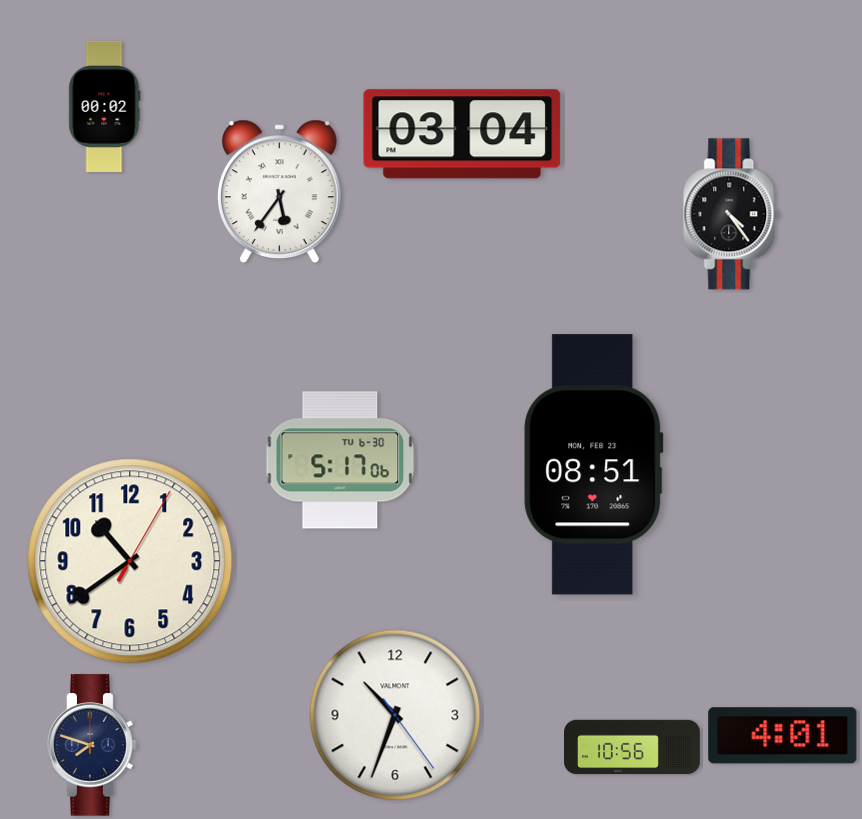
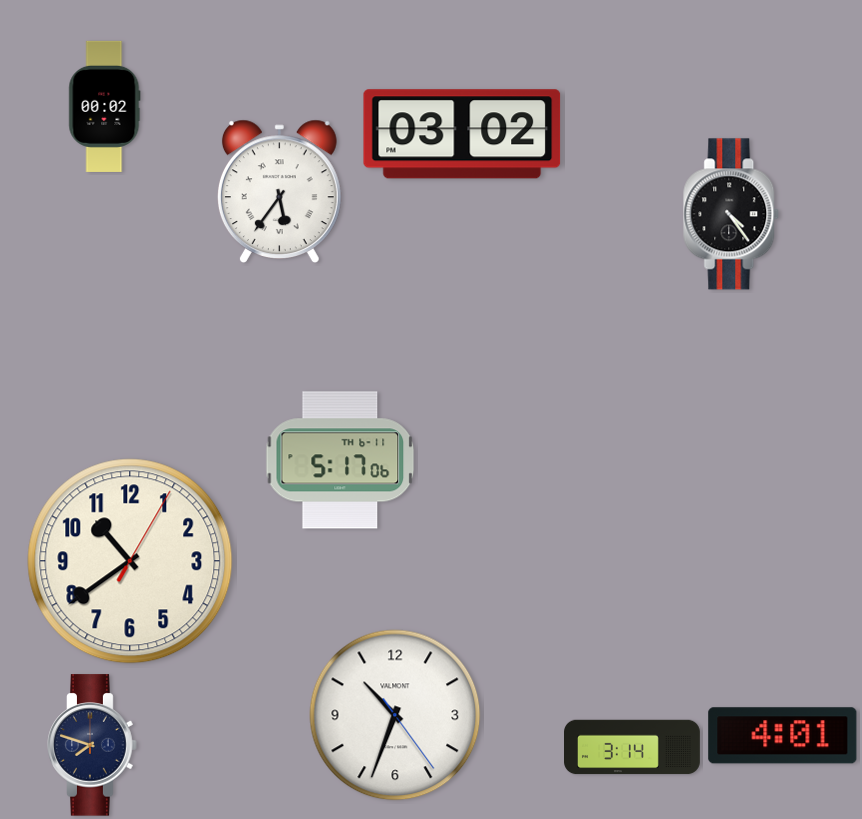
clock at (462, 134): 03:04 -> 03:02
clock at (340, 460) date: TU 6-30 -> TH 6-11
clock at (594, 465): 08:51 -> none
clock at (633, 747): 10:56 -> 3:14
